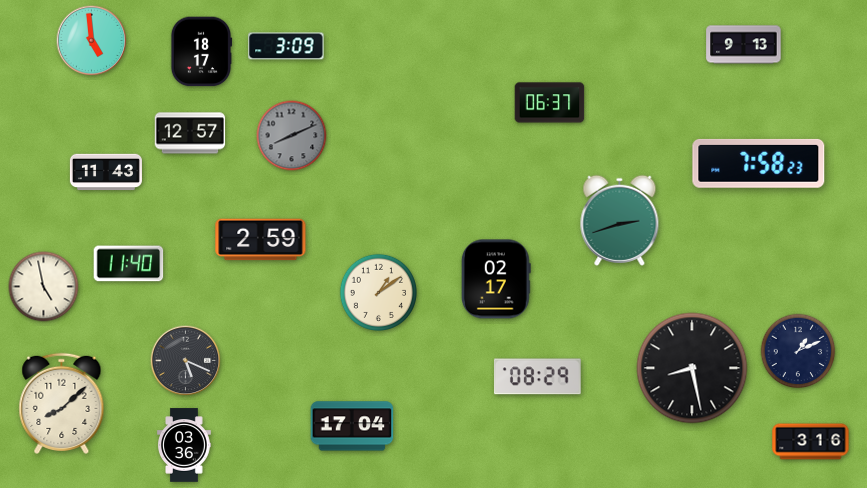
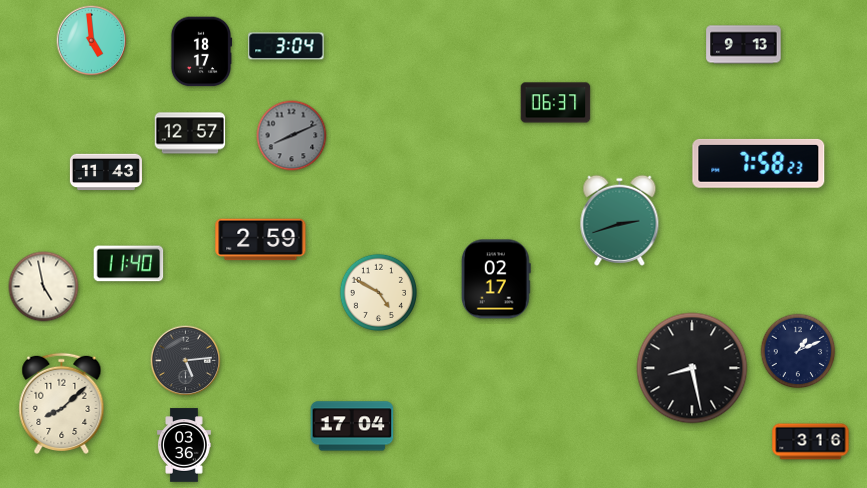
clock at (286, 46): 3:09 -> 3:04
clock at (550, 103) position: (550, 103) -> (556, 103)
clock at (378, 292): 1:09 -> 4:50
clock at (186, 361): 5:19 -> 5:14
clock at (537, 377): 08:29 -> none
